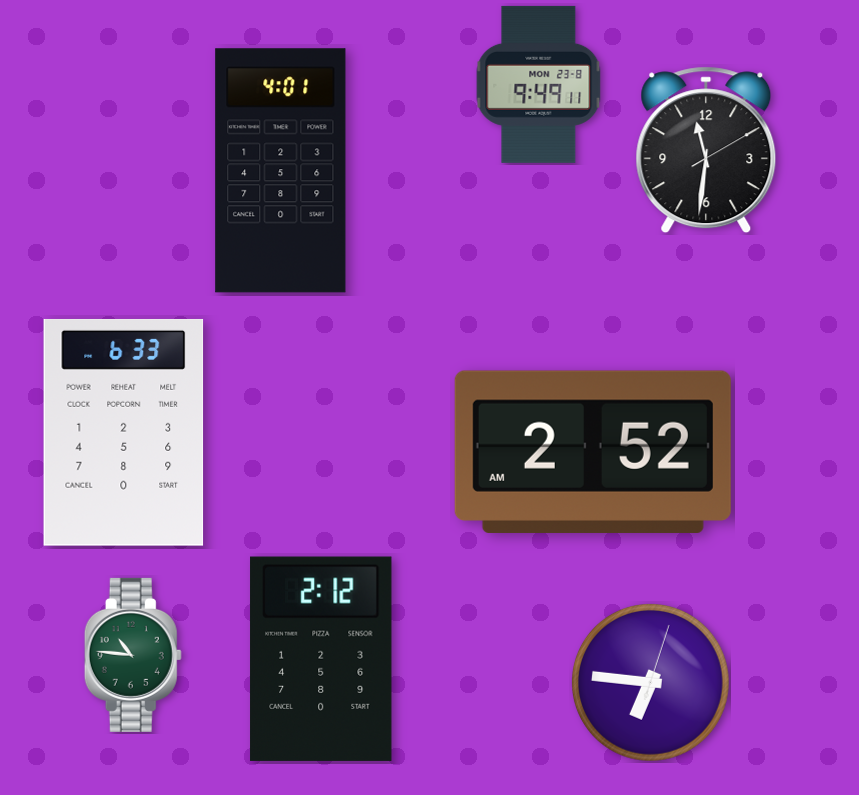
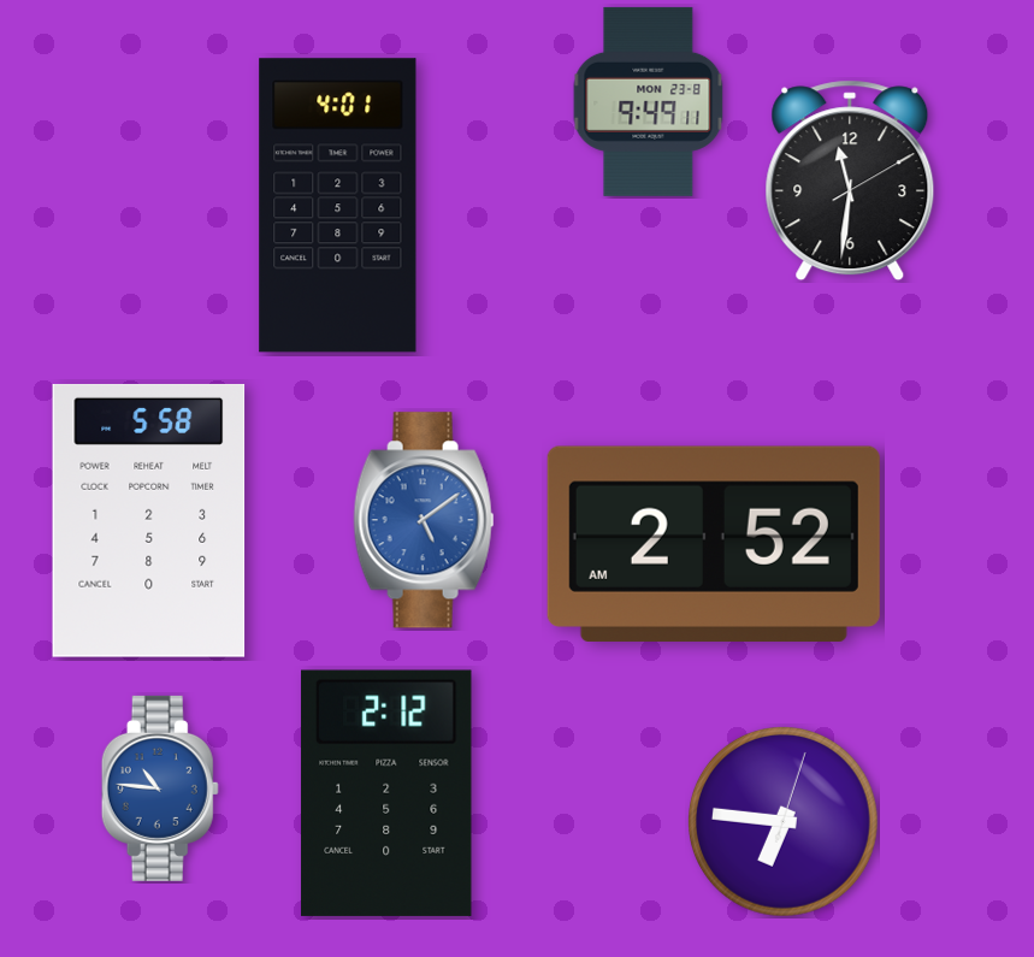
clock at (124, 432): 6:33 -> 5:58
clock at (424, 520): none -> 5:09
clock at (133, 655) dial: green -> blue
